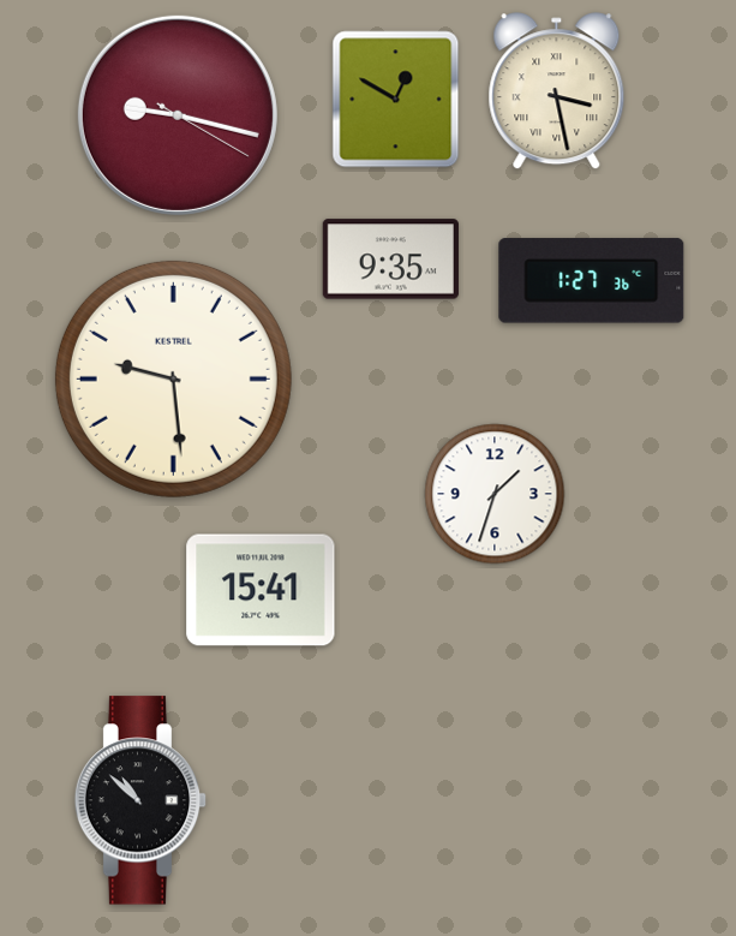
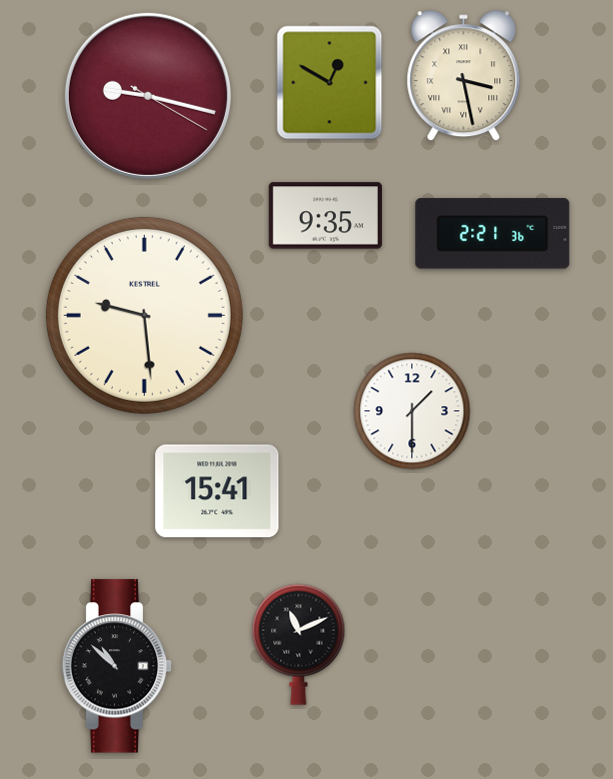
clock at (592, 281): 1:27 -> 2:21
clock at (495, 494): 1:33 -> 1:30
clock at (299, 644): none -> 11:11
